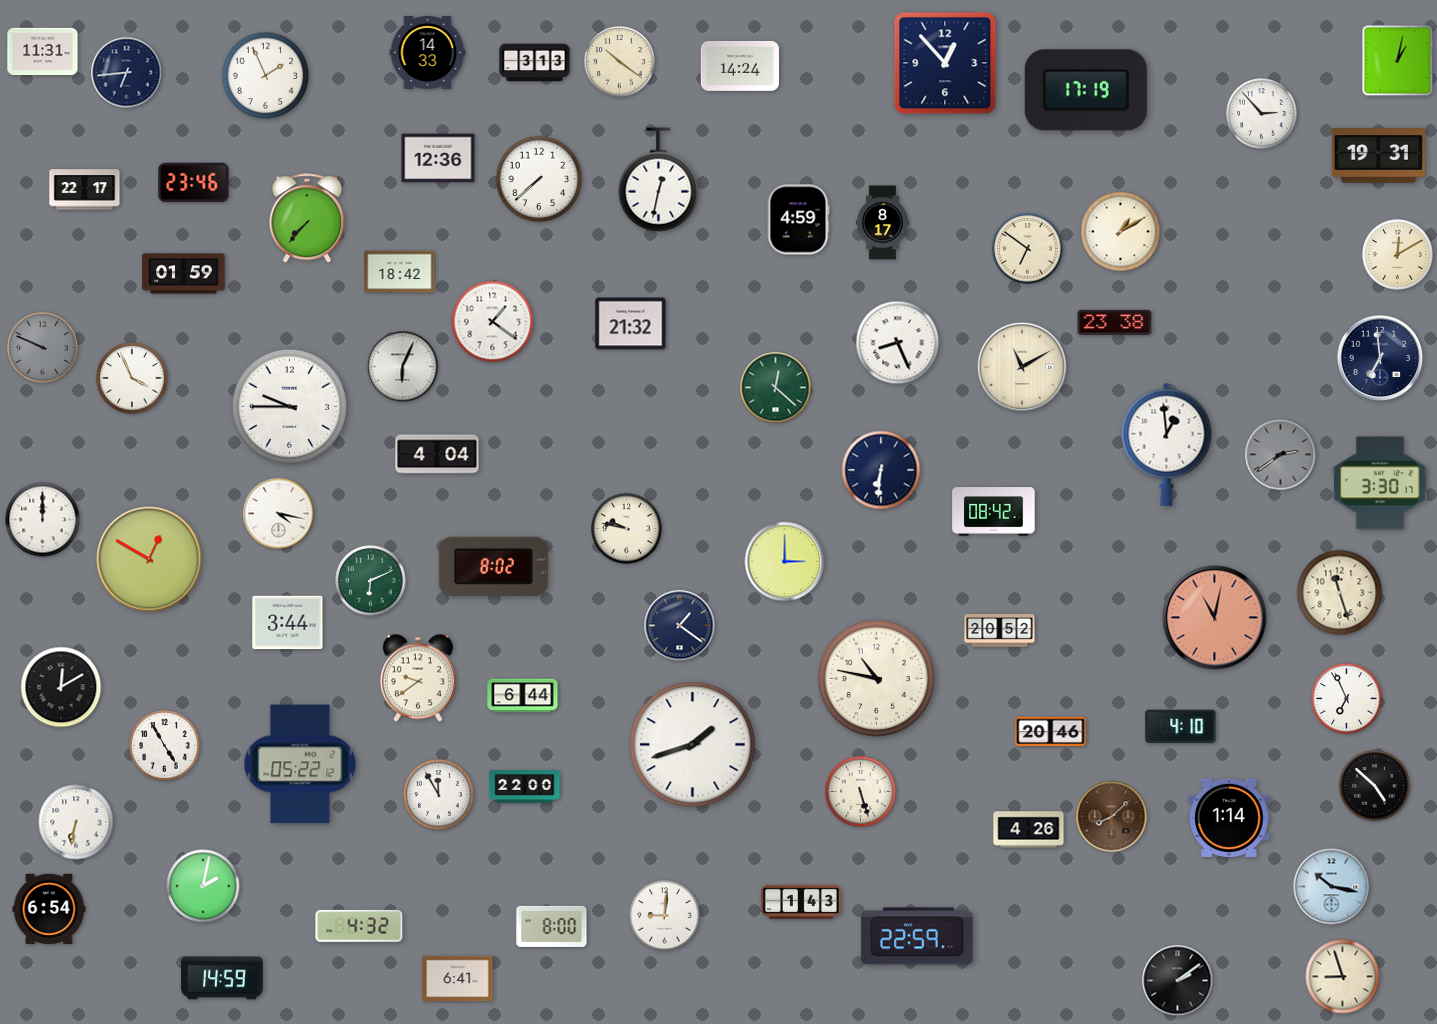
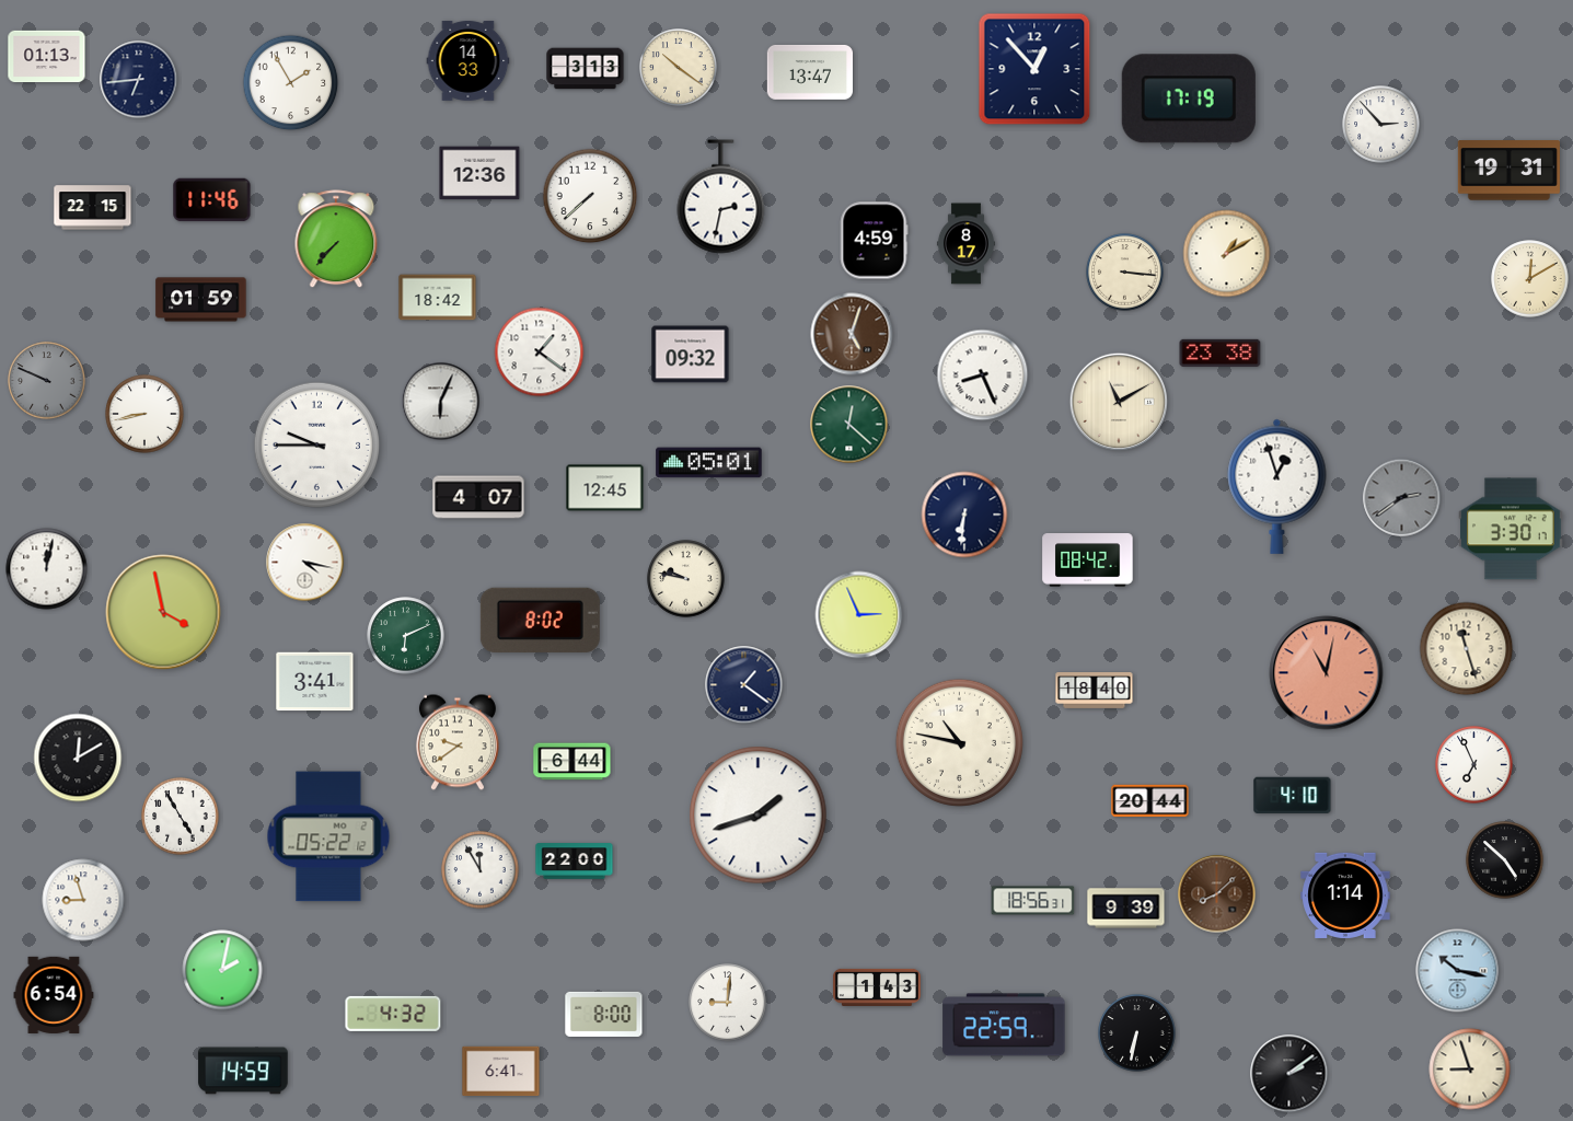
clock at (43, 52): 11:31 -> 01:13
clock at (428, 52) position: (428, 52) -> (469, 60)
clock at (1398, 61): 1:02 -> none
clock at (739, 66): 14:24 -> 13:47
clock at (266, 76): 1:56 -> 1:55
clock at (659, 180): 12:32 -> 2:32
clock at (194, 183): 23:46 -> 11:46
clock at (85, 190): 22:17 -> 22:15
clock at (1028, 249): 6:51 -> 3:16
clock at (852, 334): none -> 5:03
clock at (631, 324): 21:32 -> 09:32
clock at (1380, 358): 6:59 -> none
clock at (132, 378): 3:56 -> 8:43
clock at (709, 463): none -> 05:01
clock at (1167, 444): 12:59 -> 12:57
clock at (605, 488): none -> 12:45
clock at (437, 454): 4:04 -> 4:07
clock at (43, 520): 12:00 -> 12:02
clock at (149, 559): 12:50 -> 3:58
clock at (785, 562): 3:00 -> 2:56
clock at (1215, 618) position: (1215, 618) -> (1327, 673)
clock at (288, 623): 3:44 -> 3:41
clock at (1000, 631): 20:52 -> 18:40
clock at (61, 687) position: (61, 687) -> (78, 758)
clock at (1051, 732): 20:46 -> 20:44
clock at (861, 792): 5:27 -> none
clock at (76, 822): 6:32 -> 8:57
clock at (1033, 901): none -> 18:56
clock at (1029, 830): 4:26 -> 9:39
clock at (1137, 1033): none -> 6:32
